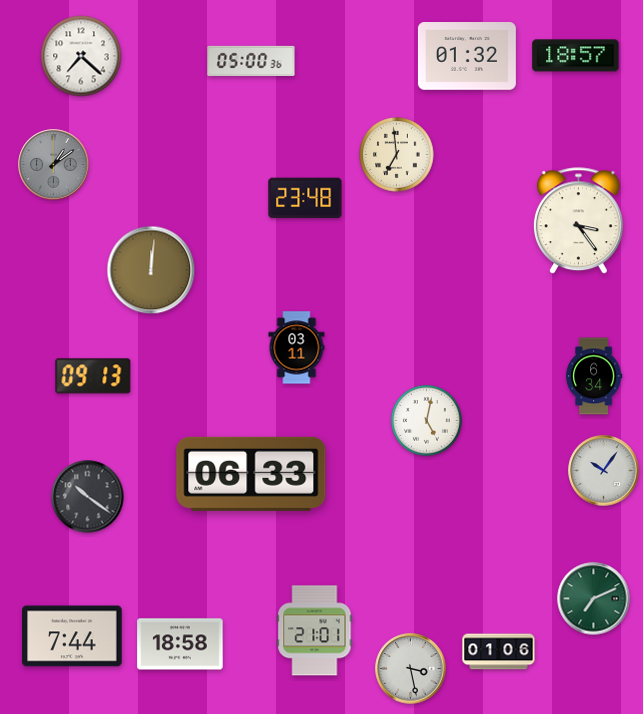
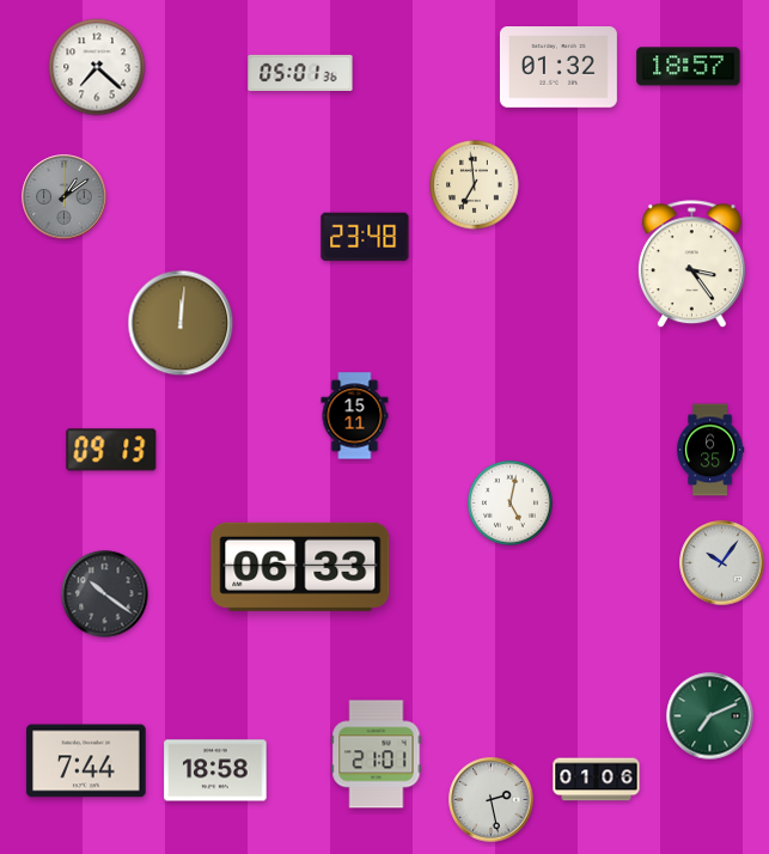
clock at (251, 61): 05:00 -> 05:01
clock at (297, 348): 03:11 -> 15:11
clock at (594, 376): 6:34 -> 6:35
clock at (411, 669): 3:28 -> 2:28
